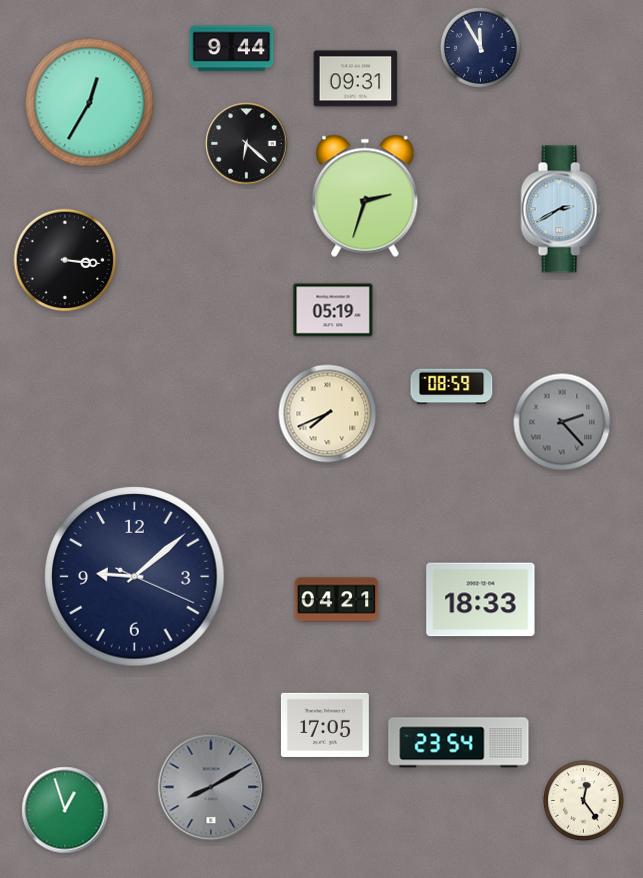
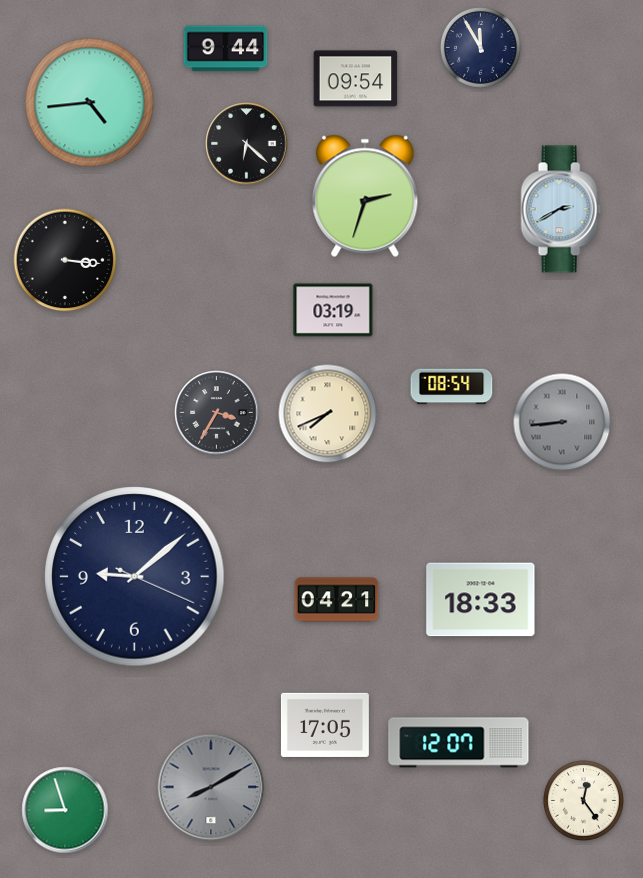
clock at (232, 49) position: (232, 49) -> (226, 49)
clock at (356, 79): 09:31 -> 09:54
clock at (90, 103): 12:35 -> 4:44
clock at (333, 310): 05:19 -> 03:19
clock at (452, 387): 08:59 -> 08:54
clock at (217, 413): none -> 3:35
clock at (562, 422): 2:23 -> 8:44
clock at (459, 743): 23:54 -> 12:07
clock at (65, 810): 12:57 -> 8:57
